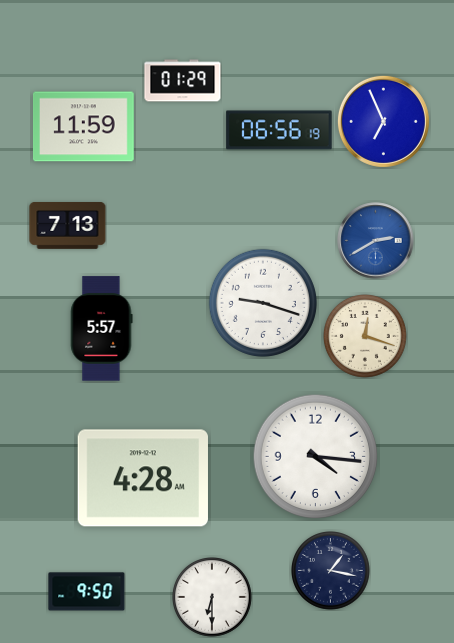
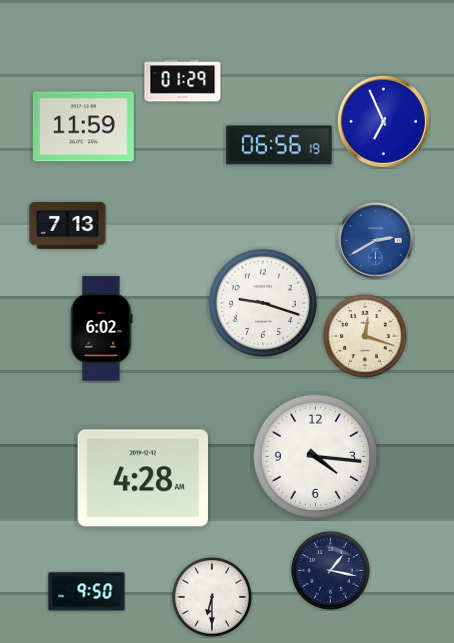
clock at (279, 130) position: (279, 130) -> (279, 145)
clock at (101, 329): 5:57 -> 6:02
